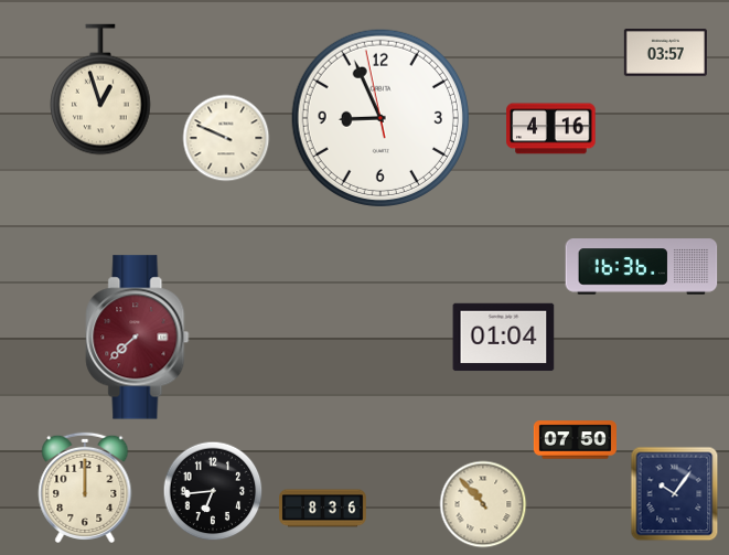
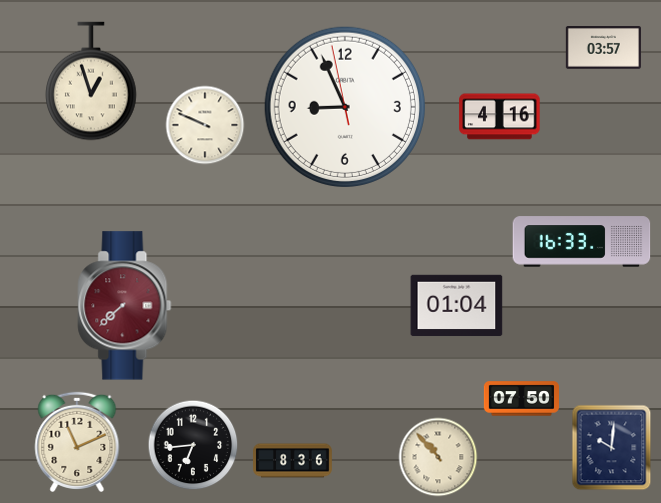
clock at (642, 267): 16:36 -> 16:33
clock at (85, 488): 12:00 -> 11:11
clock at (675, 494): 10:06 -> 10:01
